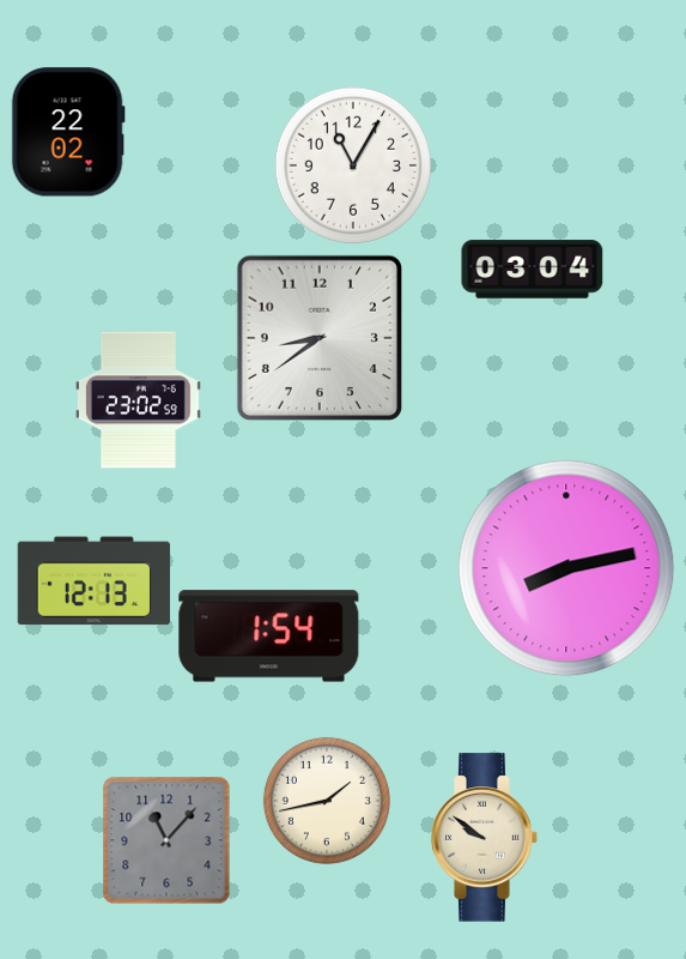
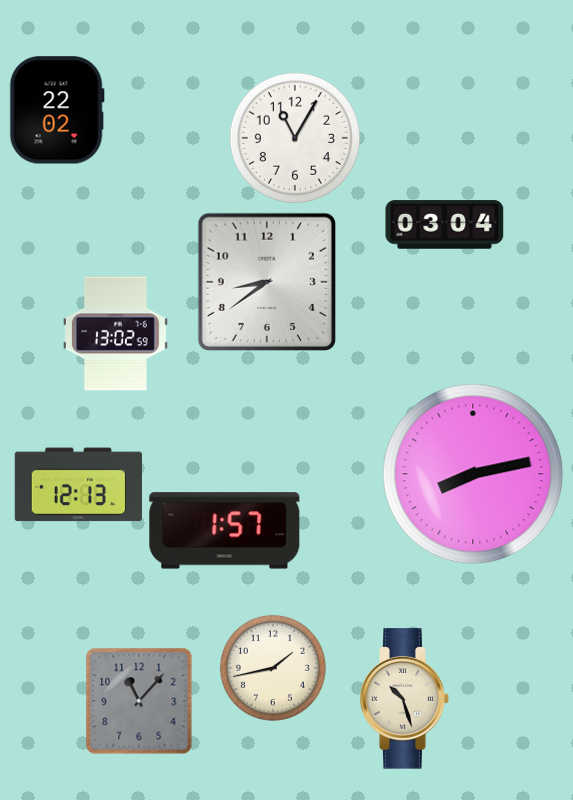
clock at (138, 400): 23:02 -> 13:02
clock at (269, 637): 1:54 -> 1:57
clock at (485, 838): 9:51 -> 10:27
